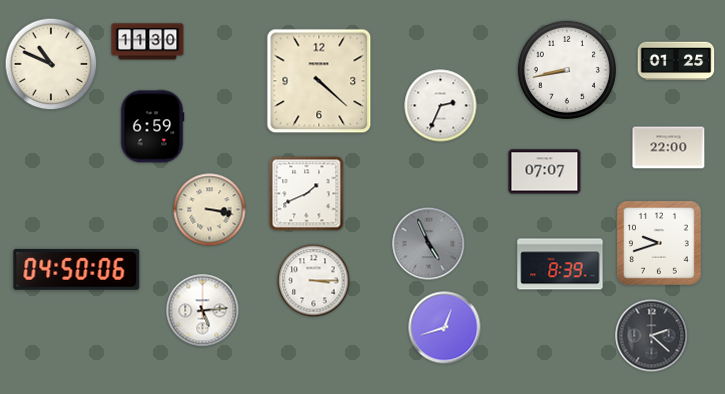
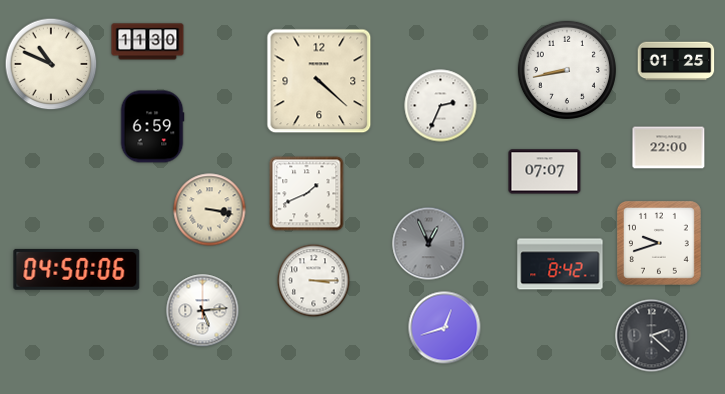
clock at (429, 244): 4:56 -> 12:56
clock at (560, 264): 8:39 -> 8:42
